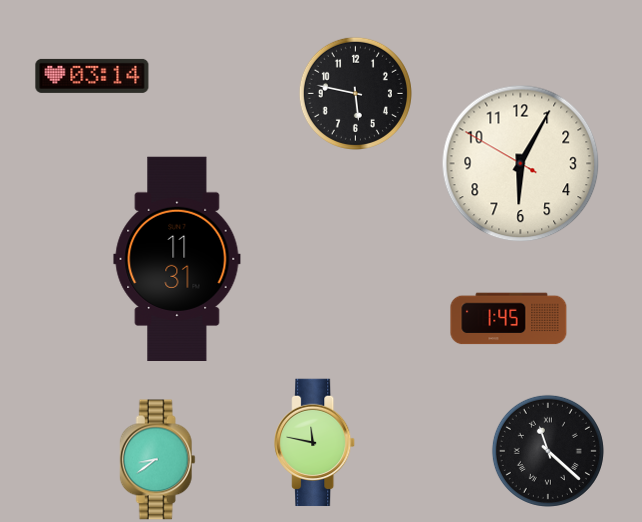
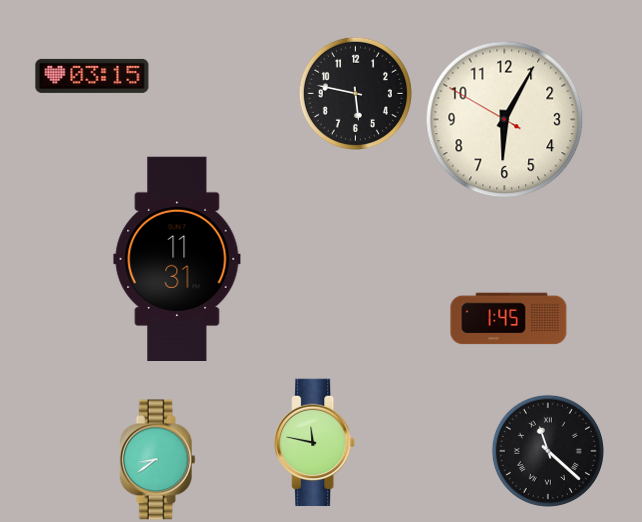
clock at (92, 76): 03:14 -> 03:15
clock at (521, 164) position: (521, 164) -> (505, 120)
